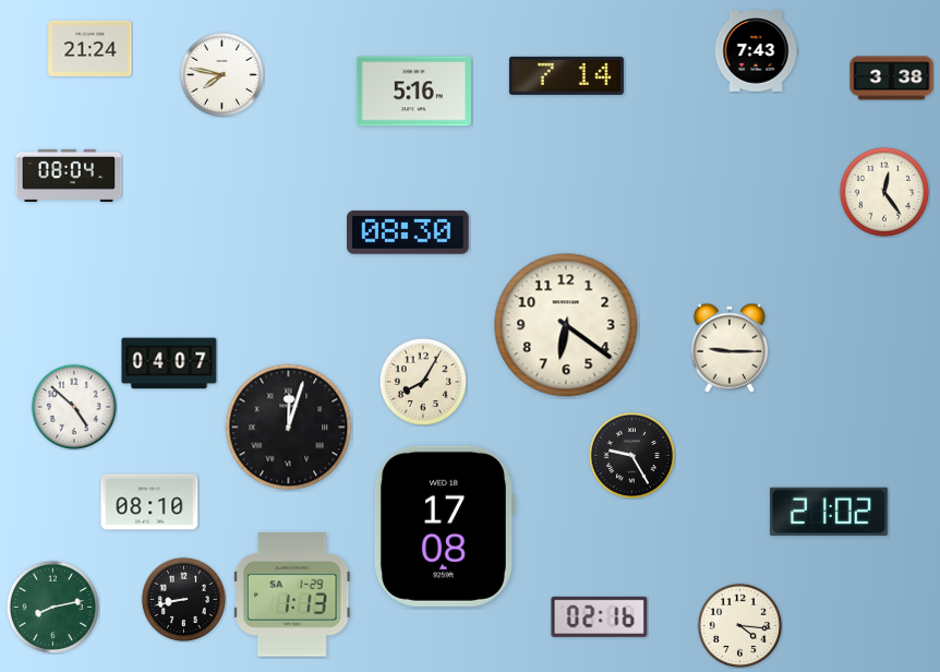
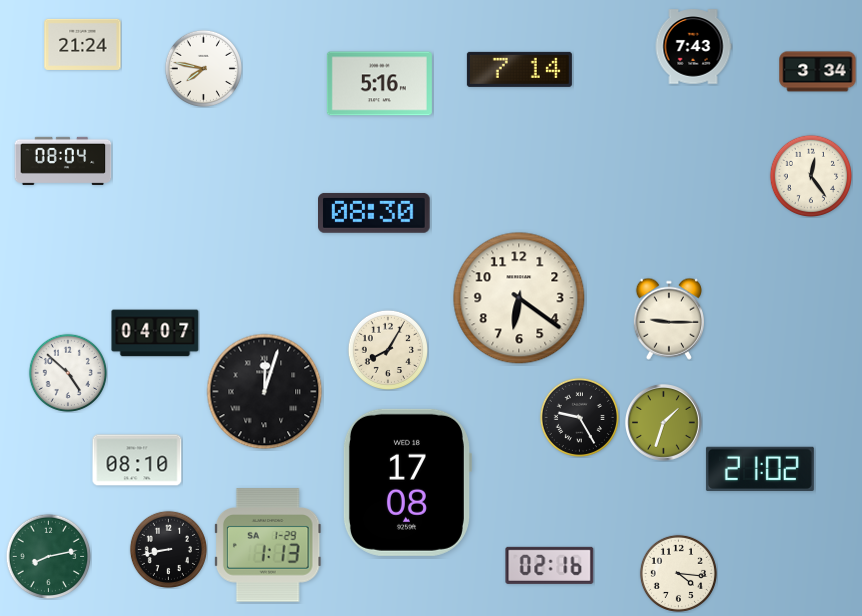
clock at (892, 79): 3:38 -> 3:34
clock at (664, 423): none -> 1:33
